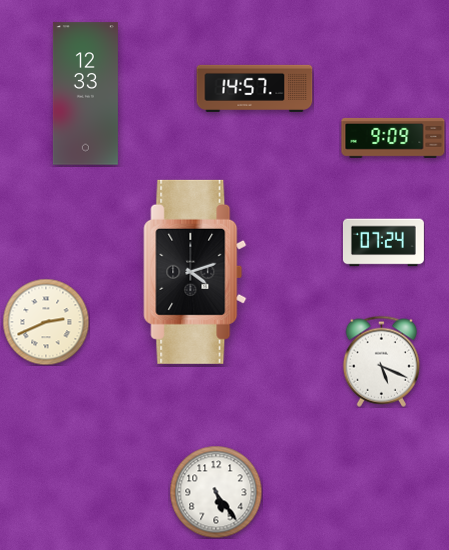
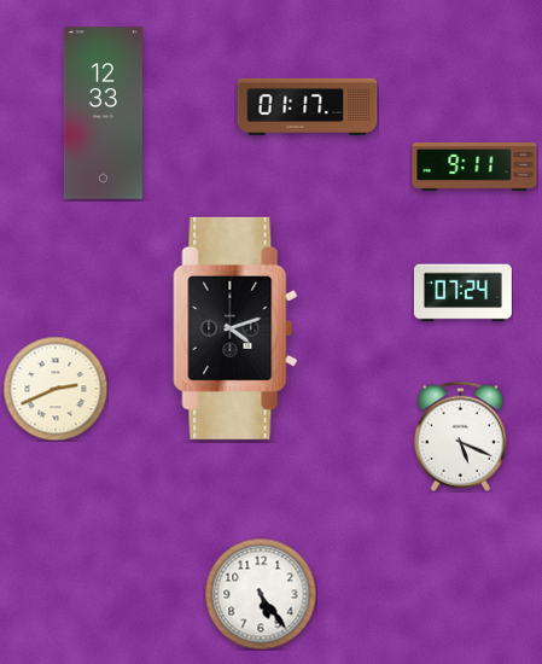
clock at (255, 88): 14:57 -> 01:17
clock at (393, 138): 9:09 -> 9:11
